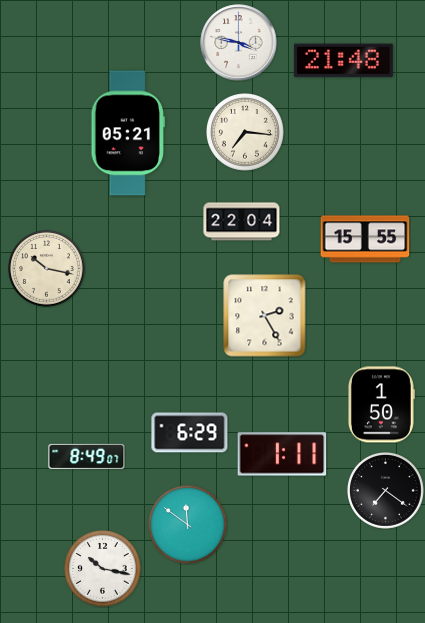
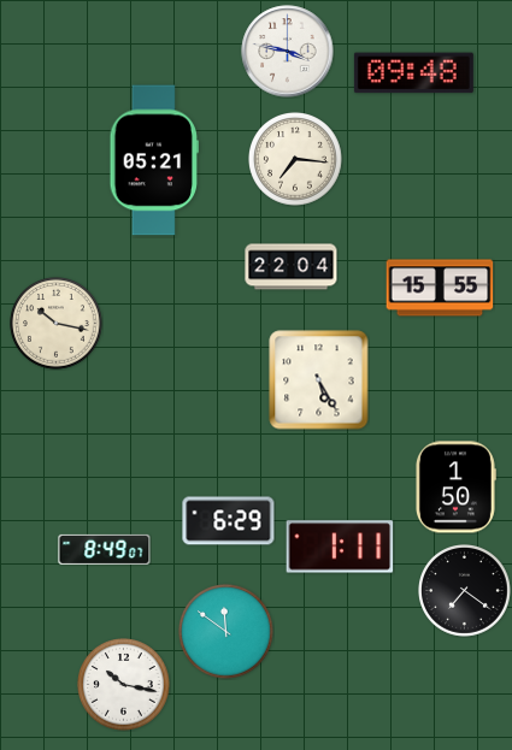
clock at (343, 61): 21:48 -> 09:48
clock at (265, 316): 2:25 -> 5:25
clock at (381, 405) position: (381, 405) -> (455, 488)
